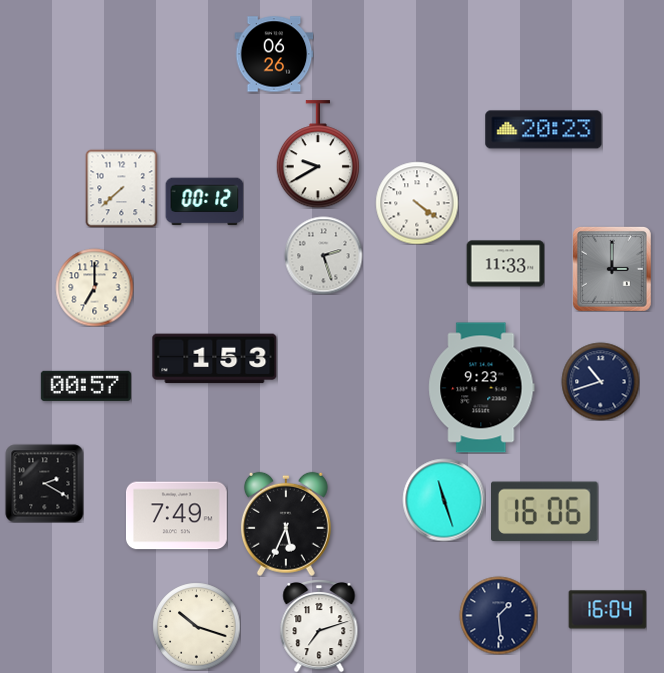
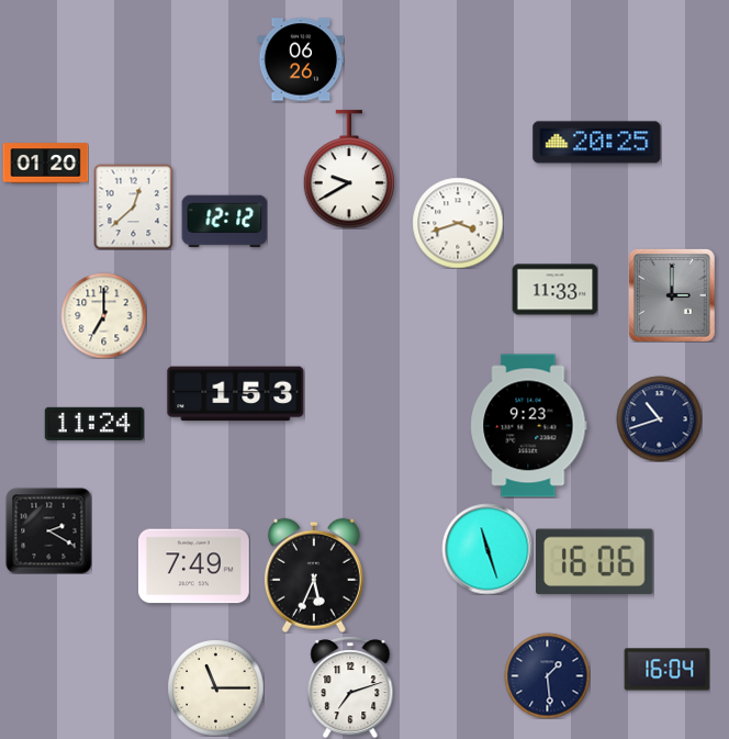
clock at (544, 130): 20:23 -> 20:25
clock at (45, 164): none -> 01:20
clock at (122, 188): 7:38 -> 12:38
clock at (204, 202): 00:12 -> 12:12
clock at (417, 203): 4:21 -> 3:42
clock at (323, 255): 2:27 -> none
clock at (86, 386): 00:57 -> 11:24
clock at (545, 512) position: (545, 512) -> (595, 562)
clock at (196, 626): 10:18 -> 11:15
